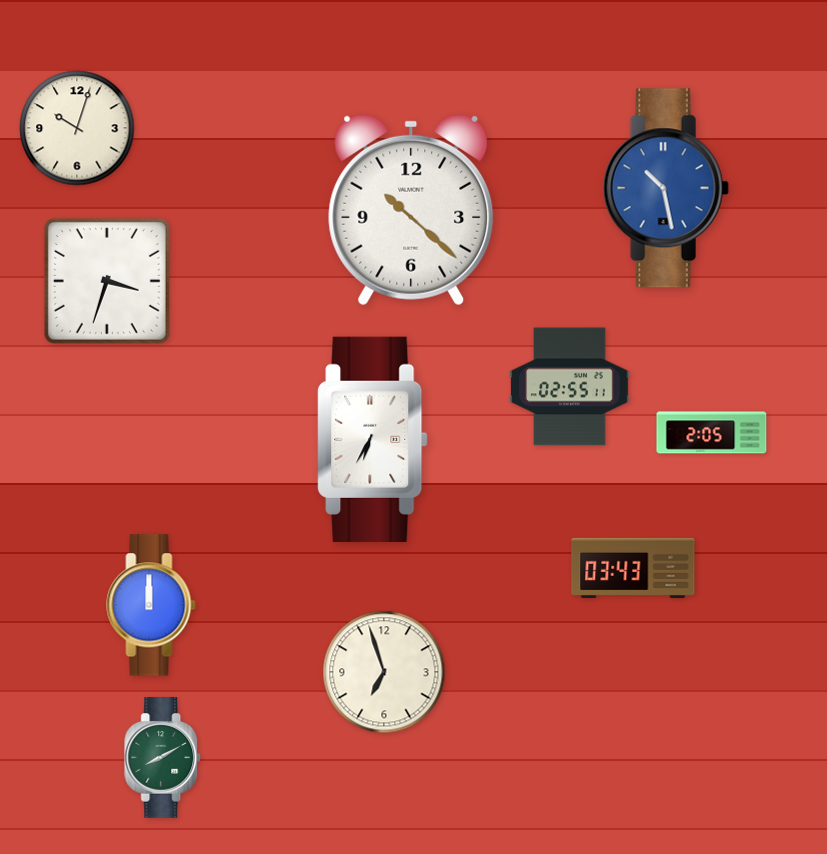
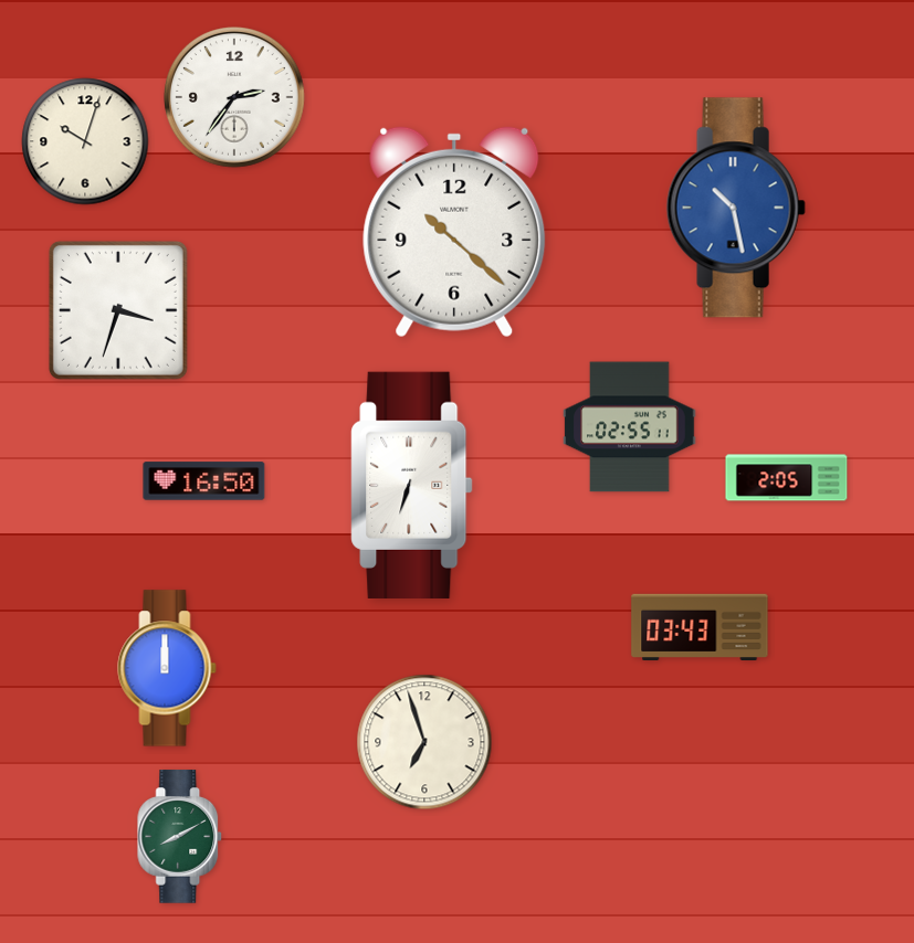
clock at (235, 98): none -> 2:36
clock at (204, 481): none -> 16:50
clock at (373, 439): 6:35 -> 6:33
